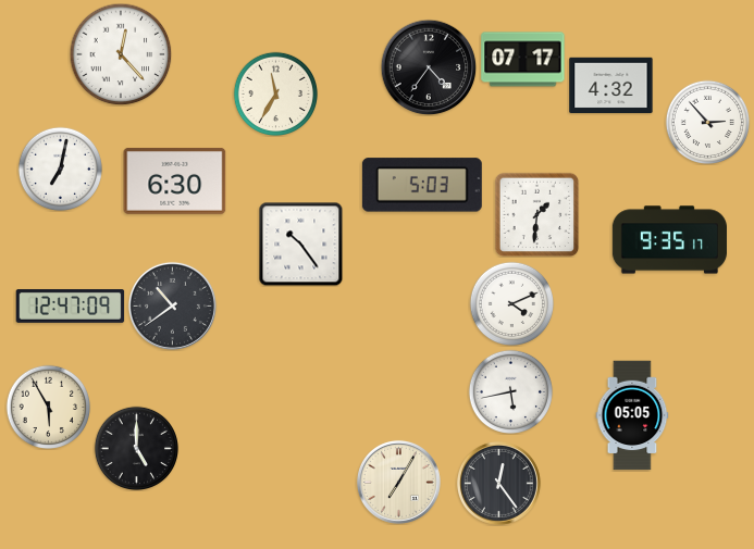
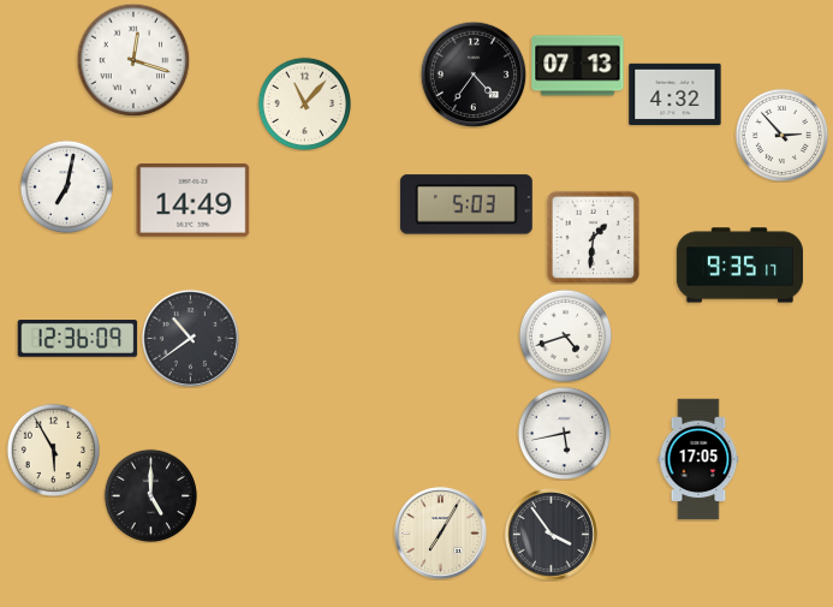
clock at (121, 54): 12:23 -> 12:18
clock at (523, 60): 07:17 -> 07:13
clock at (275, 93): 11:35 -> 11:07
clock at (175, 180): 6:30 -> 14:49
clock at (300, 244): 10:24 -> none
clock at (511, 303): 4:11 -> 4:42
clock at (71, 307): 12:47 -> 12:36
clock at (632, 415): 05:05 -> 17:05
clock at (498, 483): 12:24 -> 3:54
